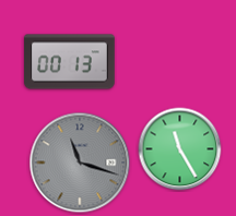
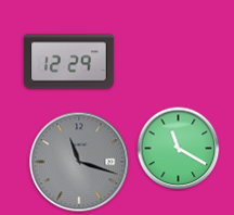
clock at (70, 62): 00:13 -> 12:29
clock at (180, 149): 11:25 -> 11:20
